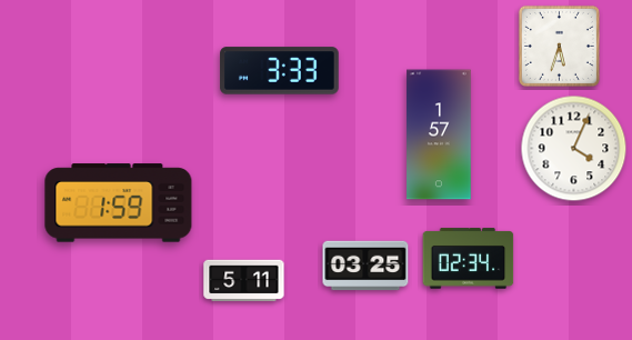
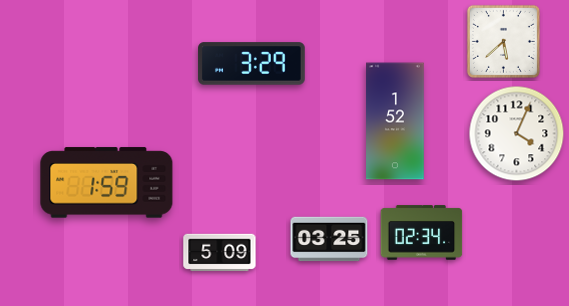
clock at (559, 46): 5:33 -> 5:38
clock at (280, 71): 3:33 -> 3:29
clock at (439, 134): 1:57 -> 1:52
clock at (244, 281): 5:11 -> 5:09
